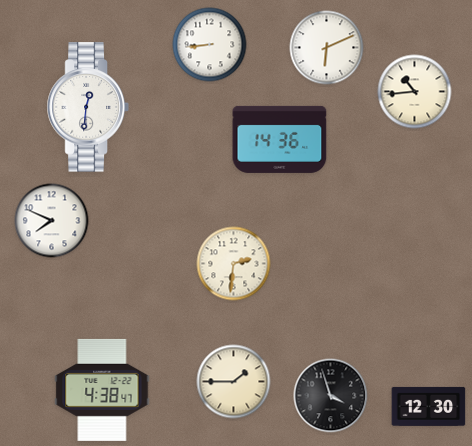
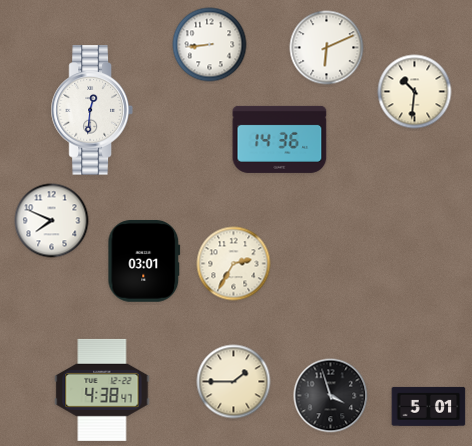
clock at (415, 92): 10:44 -> 10:31
clock at (88, 107) position: (88, 107) -> (92, 110)
clock at (144, 262): none -> 03:01
clock at (234, 264): 2:31 -> 2:35
clock at (429, 406): 12:30 -> 5:01
